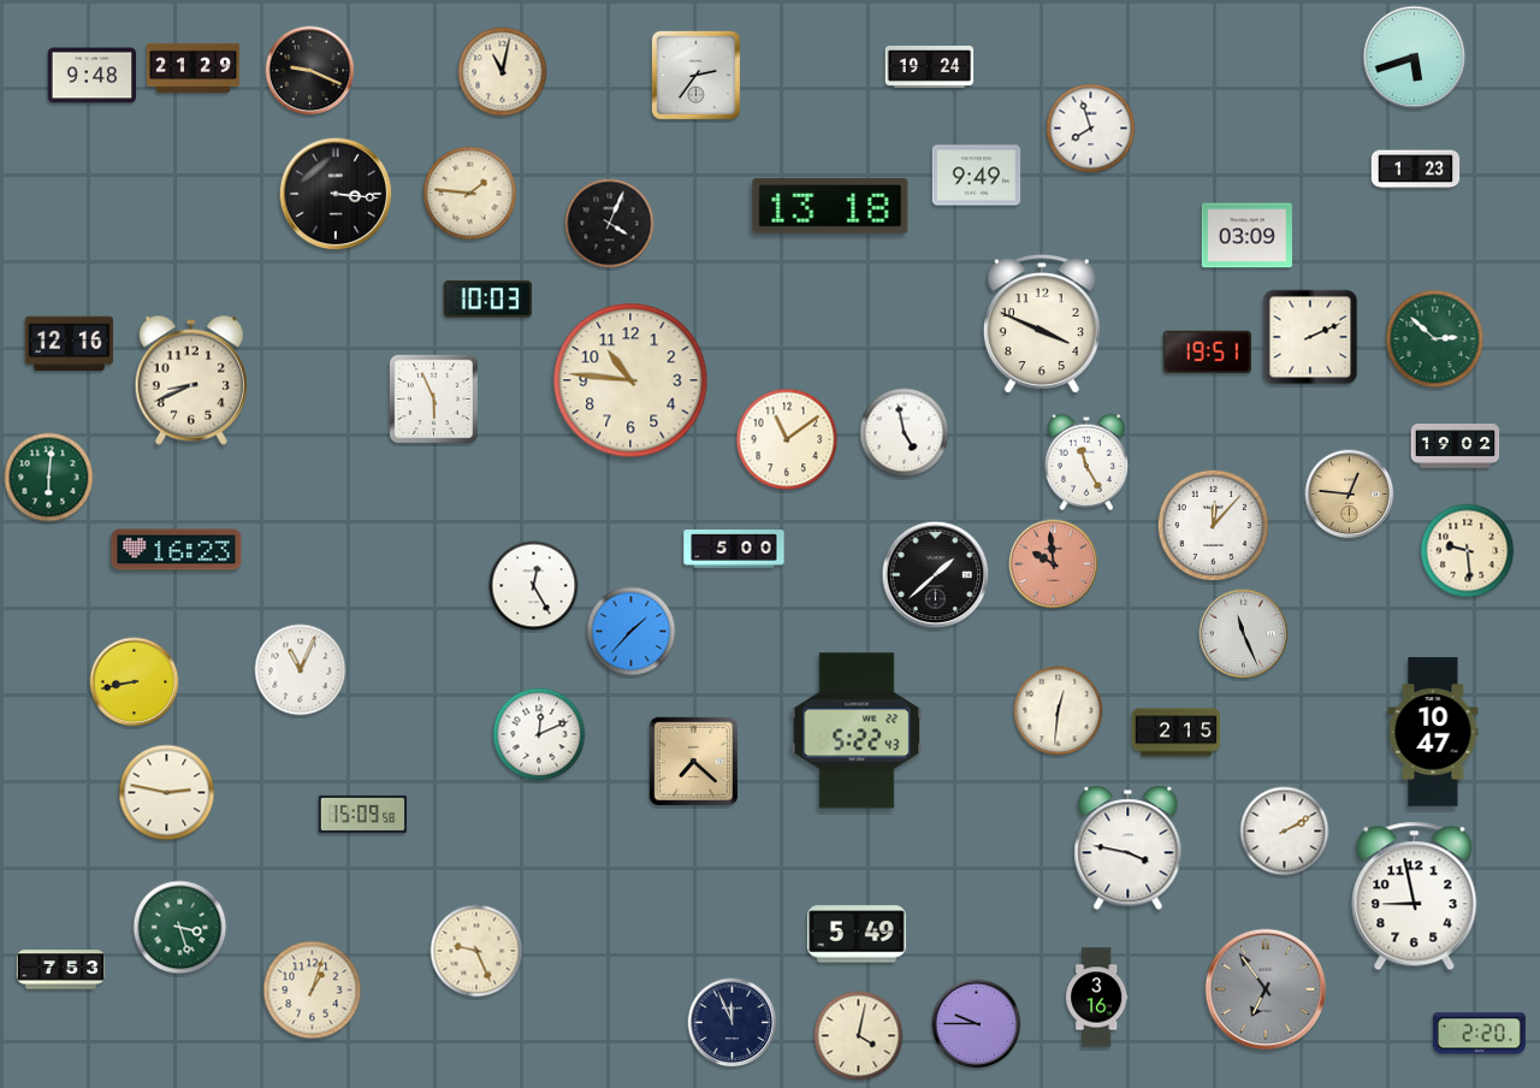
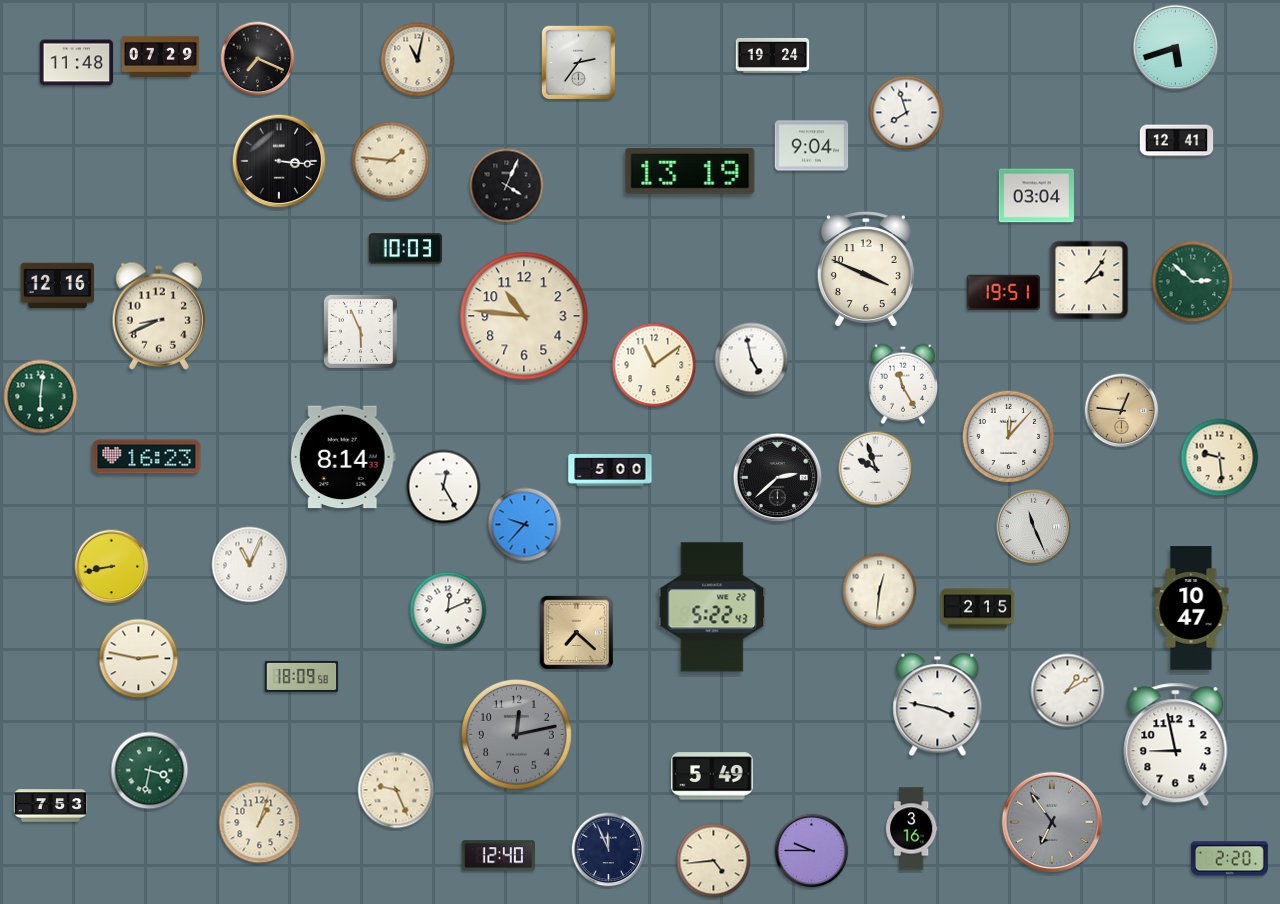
clock at (192, 67): 21:29 -> 07:29
clock at (310, 71): 9:19 -> 7:19
clock at (93, 76): 9:48 -> 11:48
clock at (1091, 129) position: (1091, 129) -> (907, 113)
clock at (1416, 170): 1:23 -> 12:41
clock at (977, 176): 9:49 -> 9:04
clock at (830, 206): 13:18 -> 13:19
clock at (1246, 236): 03:09 -> 03:04
clock at (1310, 337): 2:11 -> 2:06
clock at (1456, 447): 19:02 -> none
clock at (734, 549) position: (734, 549) -> (610, 470)
clock at (343, 457): none -> 8:14
clock at (1054, 564): 9:59 -> 9:57
clock at (1054, 564) dial: salmon -> white
clock at (936, 575): 1:38 -> 2:38
clock at (632, 632): 1:37 -> 9:37
clock at (301, 670) position: (301, 670) -> (250, 565)
clock at (363, 814): 15:09 -> 18:09
clock at (1285, 832): 2:10 -> 1:10
clock at (517, 735): none -> 12:13
clock at (180, 928): 3:27 -> 3:32
clock at (499, 856): none -> 12:40
clock at (859, 1036): 4:02 -> 4:44
